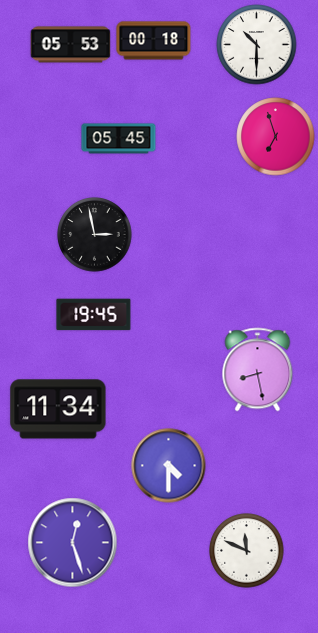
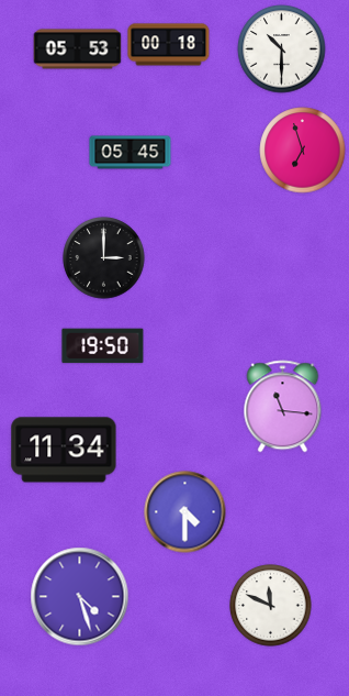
clock at (95, 235): 2:58 -> 3:00
clock at (94, 315): 19:45 -> 19:50
clock at (258, 370): 8:28 -> 11:16
clock at (73, 543): 12:27 -> 4:27
